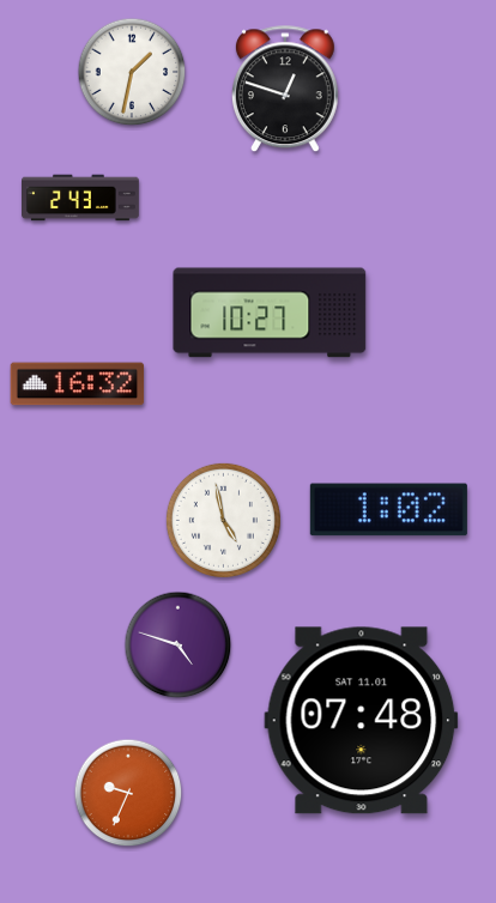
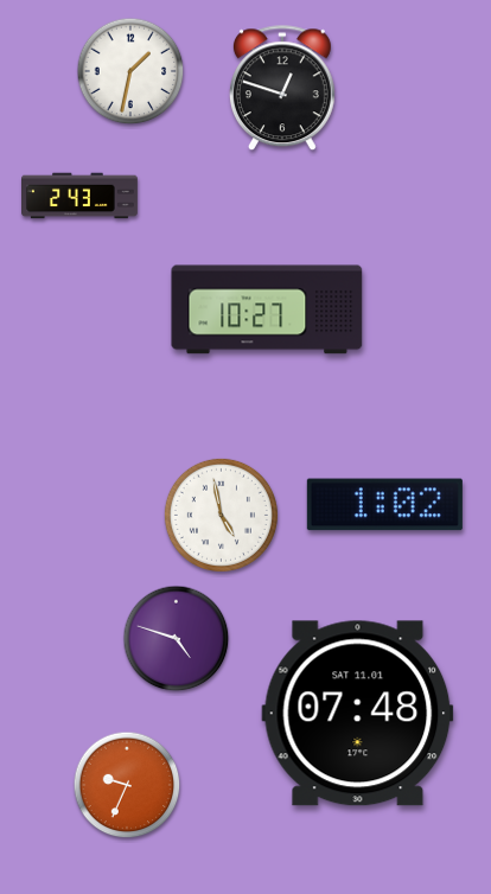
clock at (78, 384): 16:32 -> none
